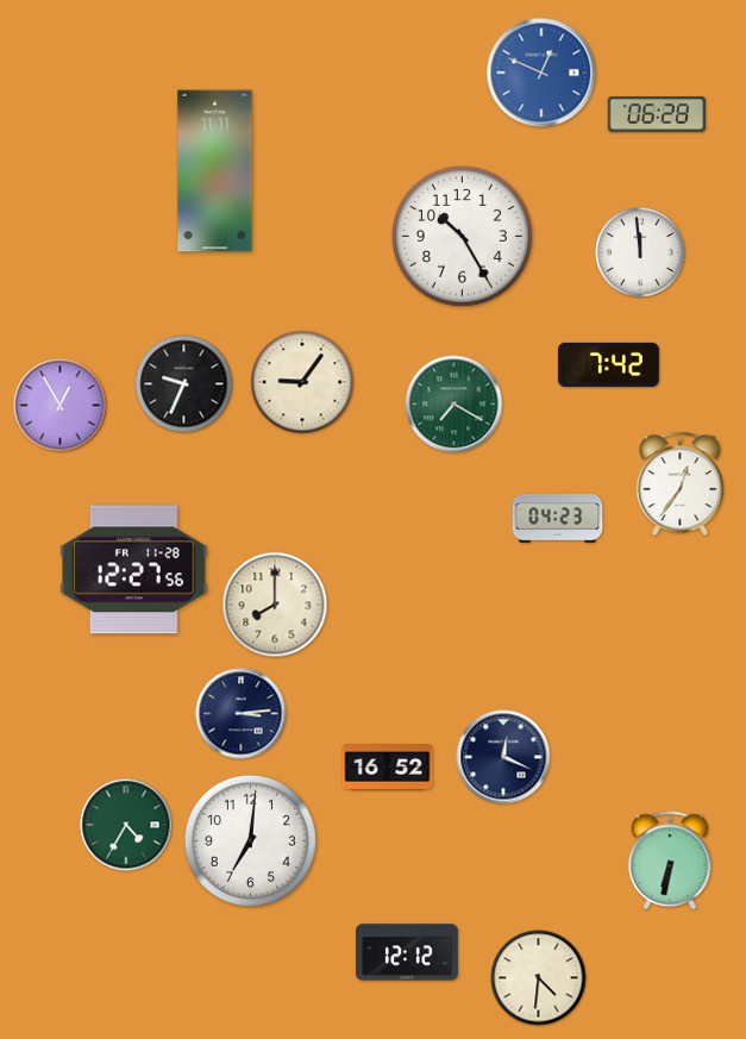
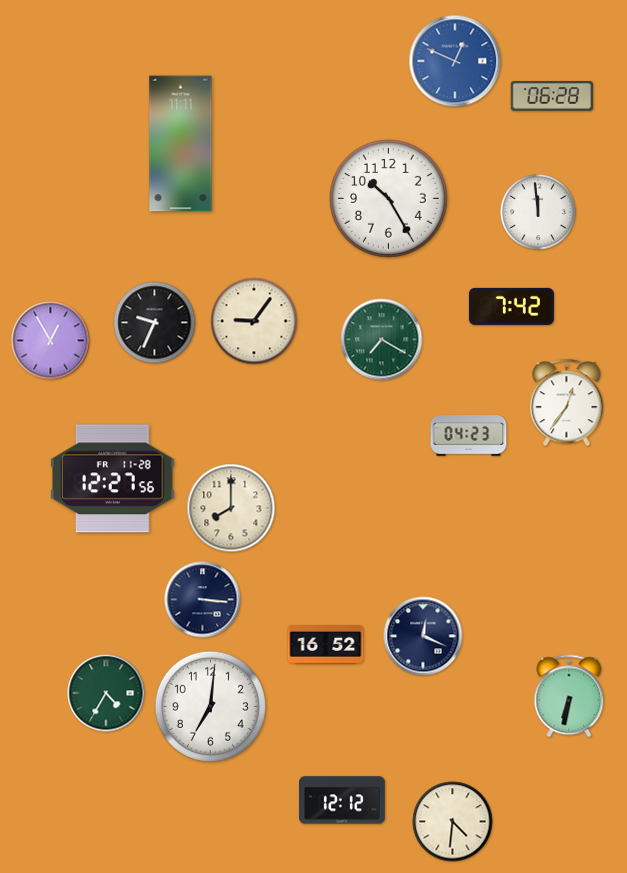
clock at (681, 484) position: (681, 484) -> (567, 403)
clock at (242, 714): 3:14 -> 3:16
clock at (670, 860) position: (670, 860) -> (569, 696)
